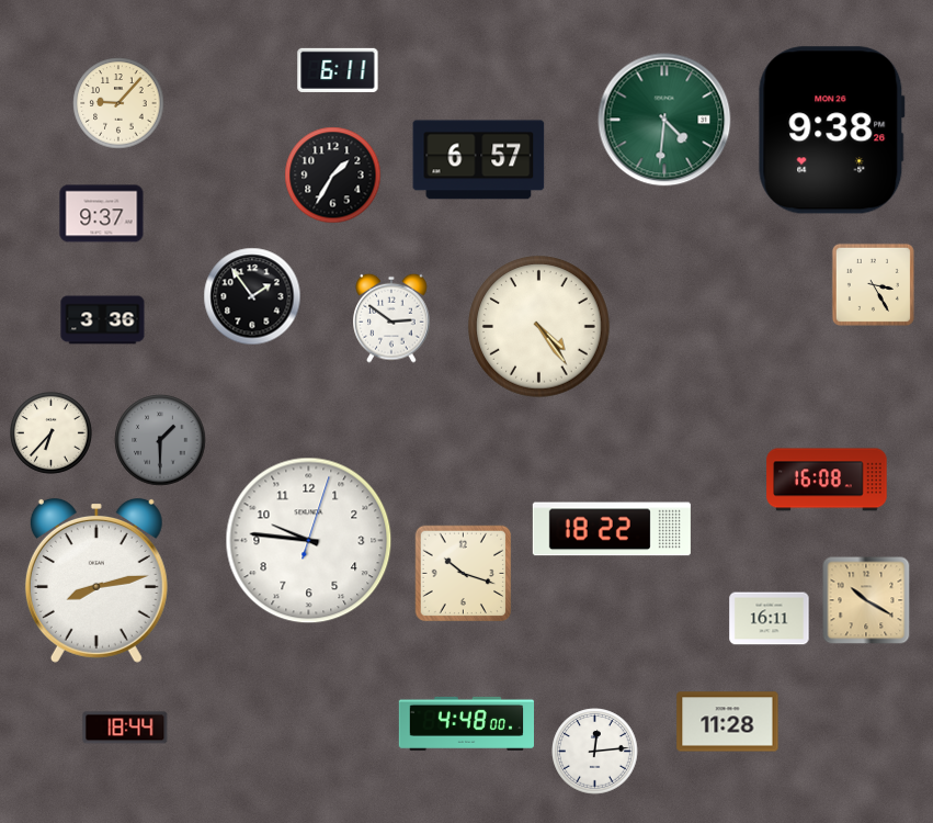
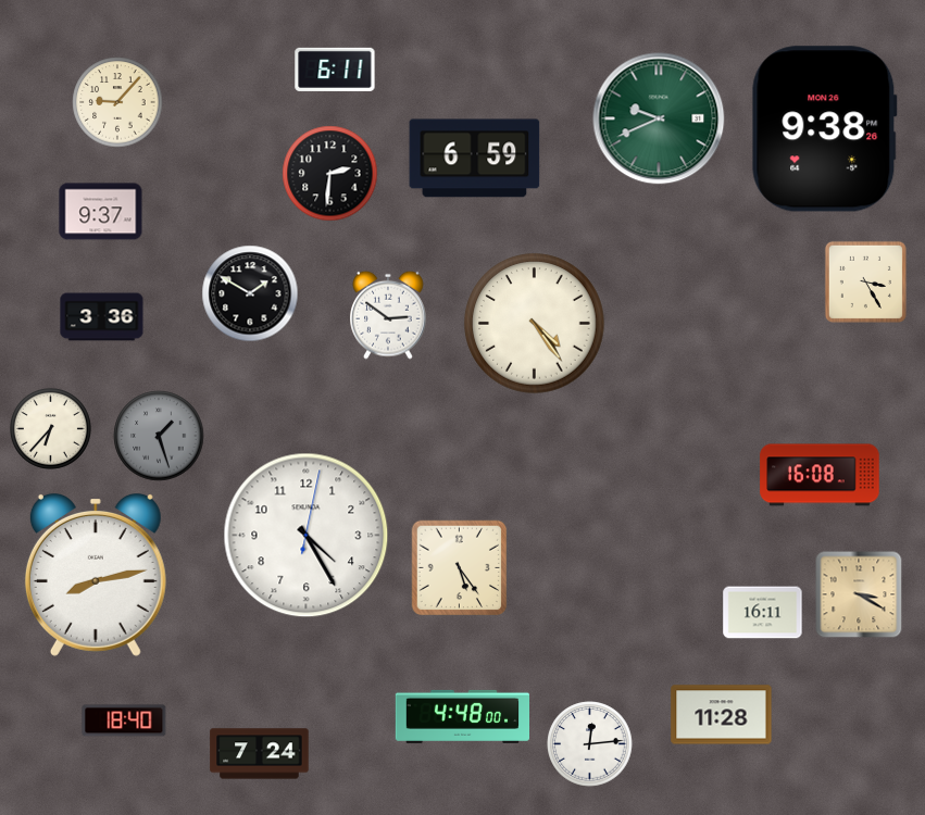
clock at (664, 120): 4:31 -> 9:41
clock at (479, 160): 6:57 -> 6:59
clock at (333, 176): 1:35 -> 2:31
clock at (252, 296): 1:54 -> 1:50
clock at (160, 440): 1:30 -> 1:27
clock at (612, 529): 18:22 -> none
clock at (309, 541): 9:46 -> 4:25
clock at (464, 574): 10:18 -> 5:24
clock at (866, 600): 10:20 -> 3:20
clock at (125, 728): 18:44 -> 18:40
clock at (260, 754): none -> 7:24
